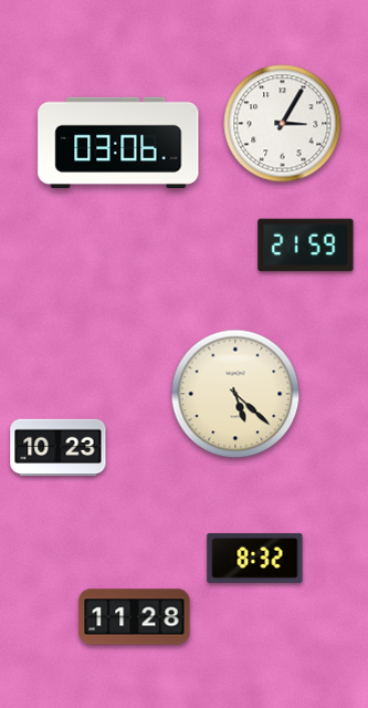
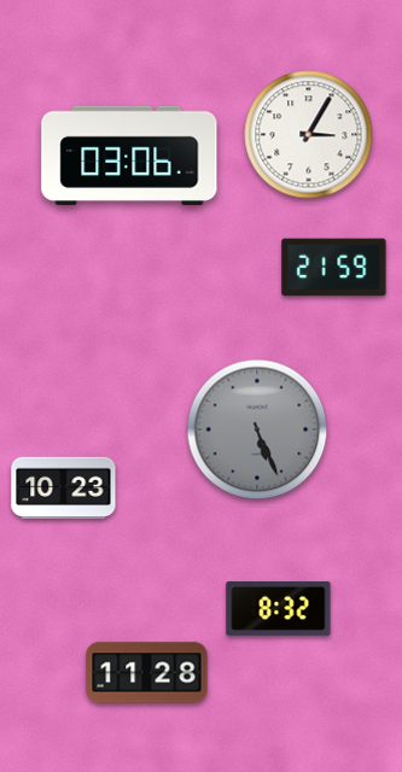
clock at (235, 394): 5:22 -> 5:26
clock at (235, 394) dial: cream -> grey
